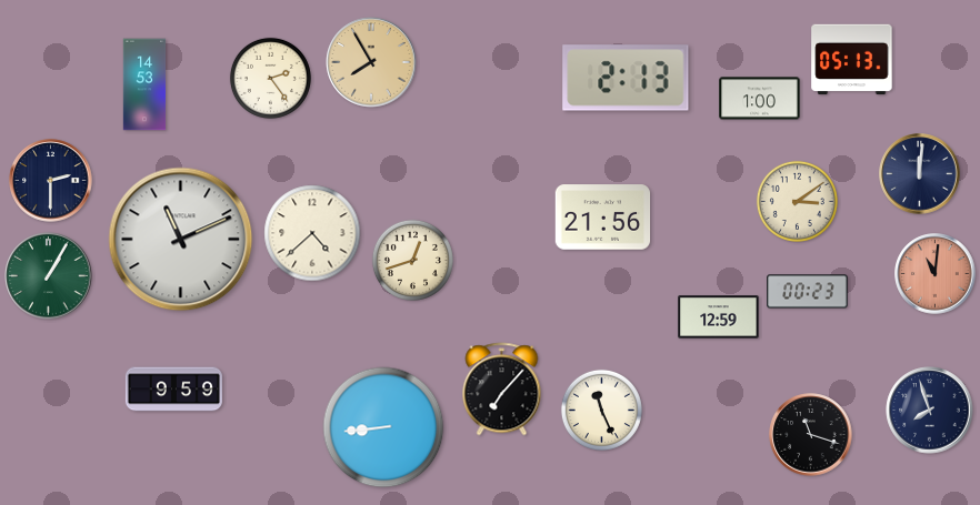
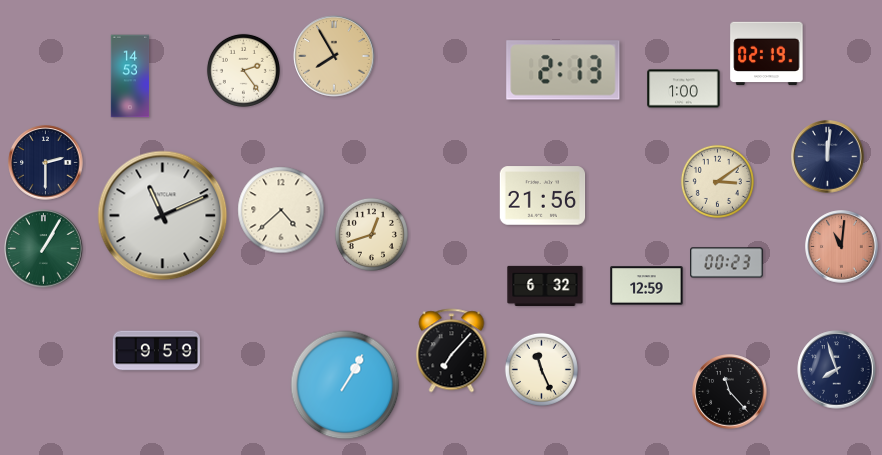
clock at (852, 60): 05:13 -> 02:19
clock at (545, 285): none -> 6:32
clock at (383, 427): 8:44 -> 1:05
clock at (811, 435): 11:18 -> 11:23
